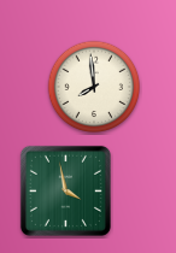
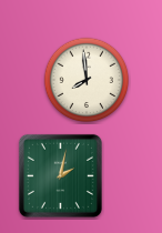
clock at (65, 190): 3:58 -> 2:02
